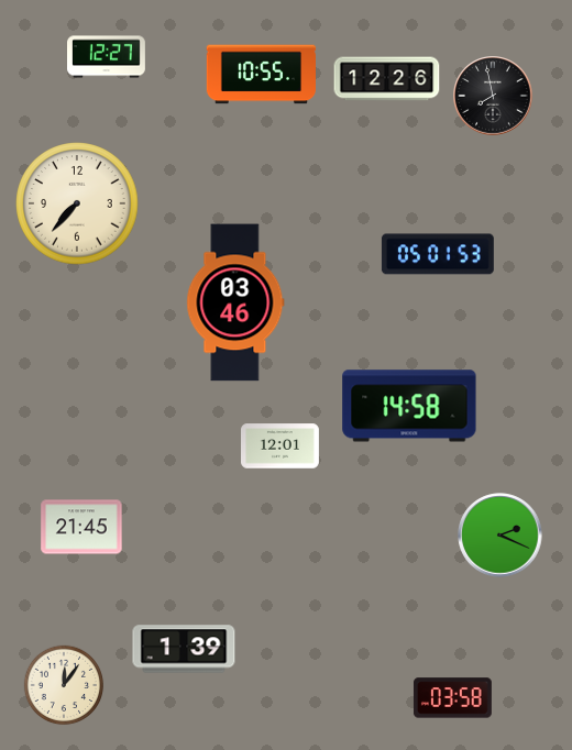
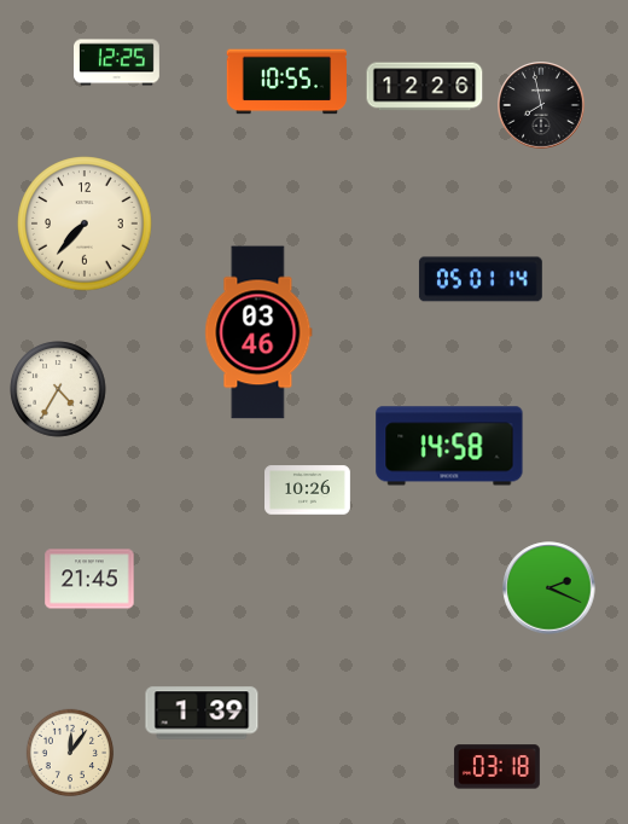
clock at (107, 57): 12:27 -> 12:25
clock at (438, 254): 05:01:53 -> 05:01:14
clock at (58, 389): none -> 4:35
clock at (280, 446): 12:01 -> 10:26
clock at (452, 698): 03:58 -> 03:18
